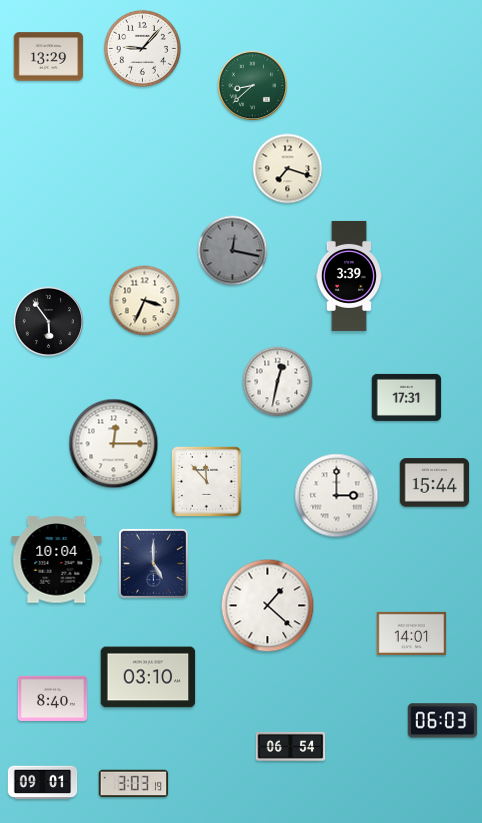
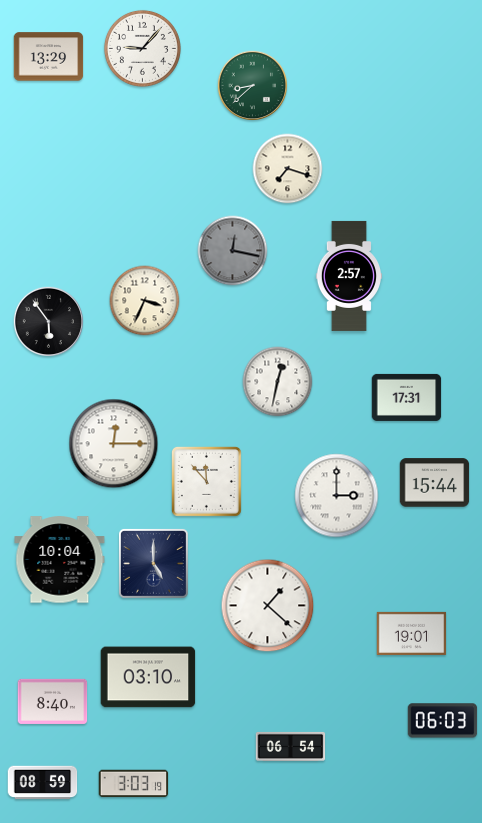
clock at (348, 276): 3:39 -> 2:57
clock at (57, 560) position: (57, 560) -> (60, 560)
clock at (412, 633): 14:01 -> 19:01
clock at (53, 698) position: (53, 698) -> (53, 701)
clock at (43, 783): 09:01 -> 08:59
